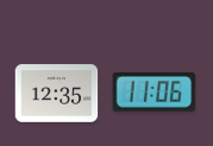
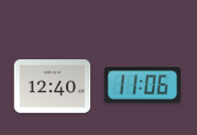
clock at (57, 94): 12:35 -> 12:40
